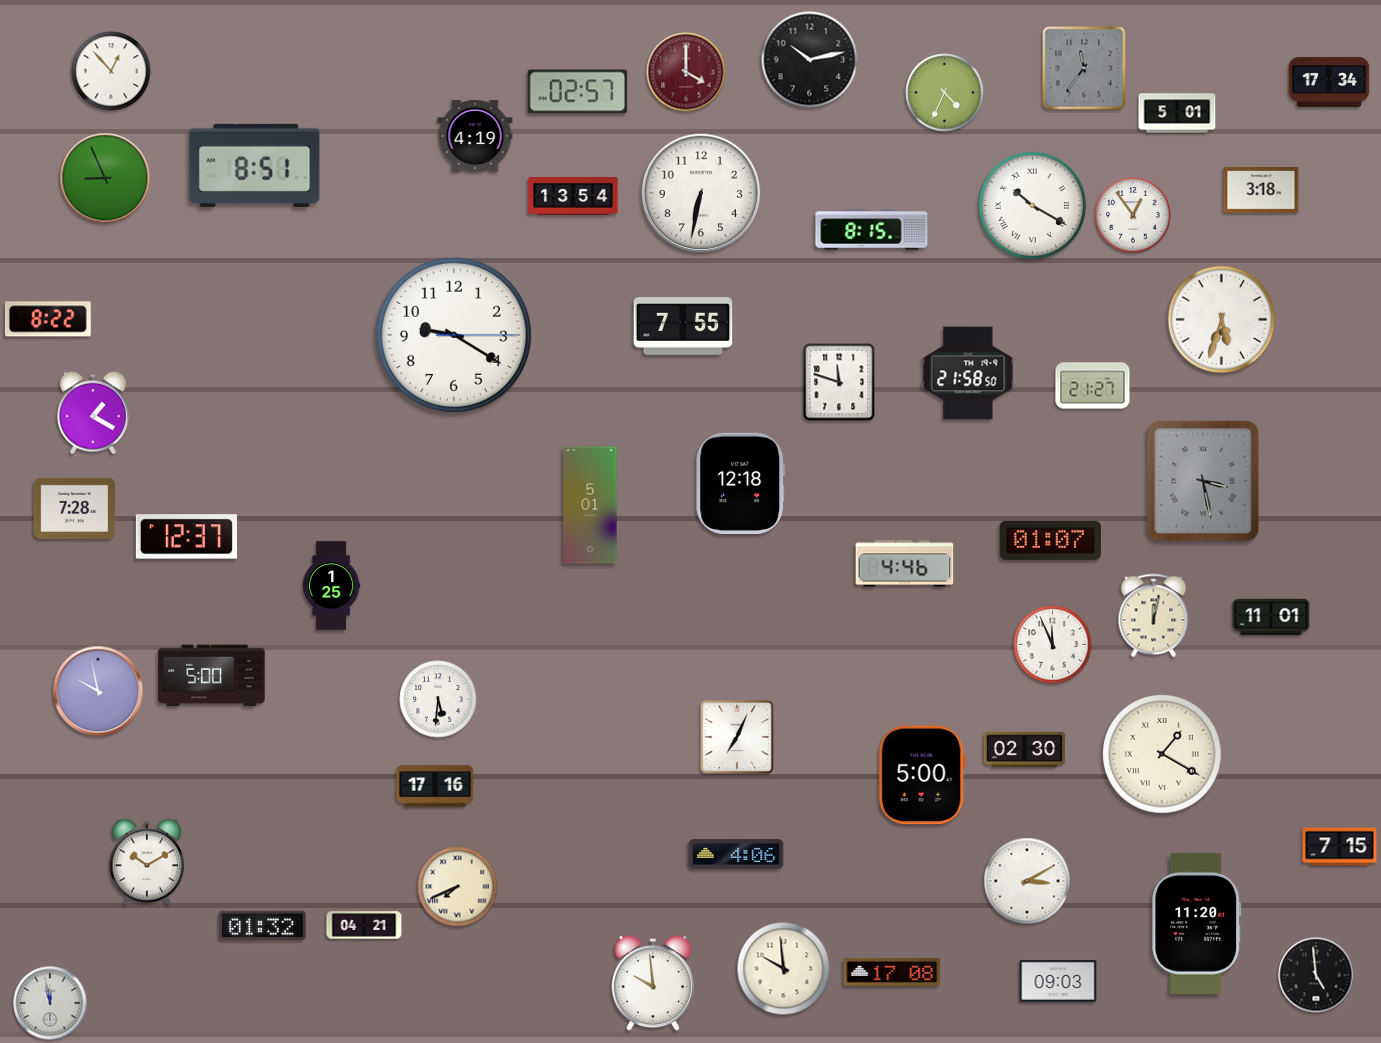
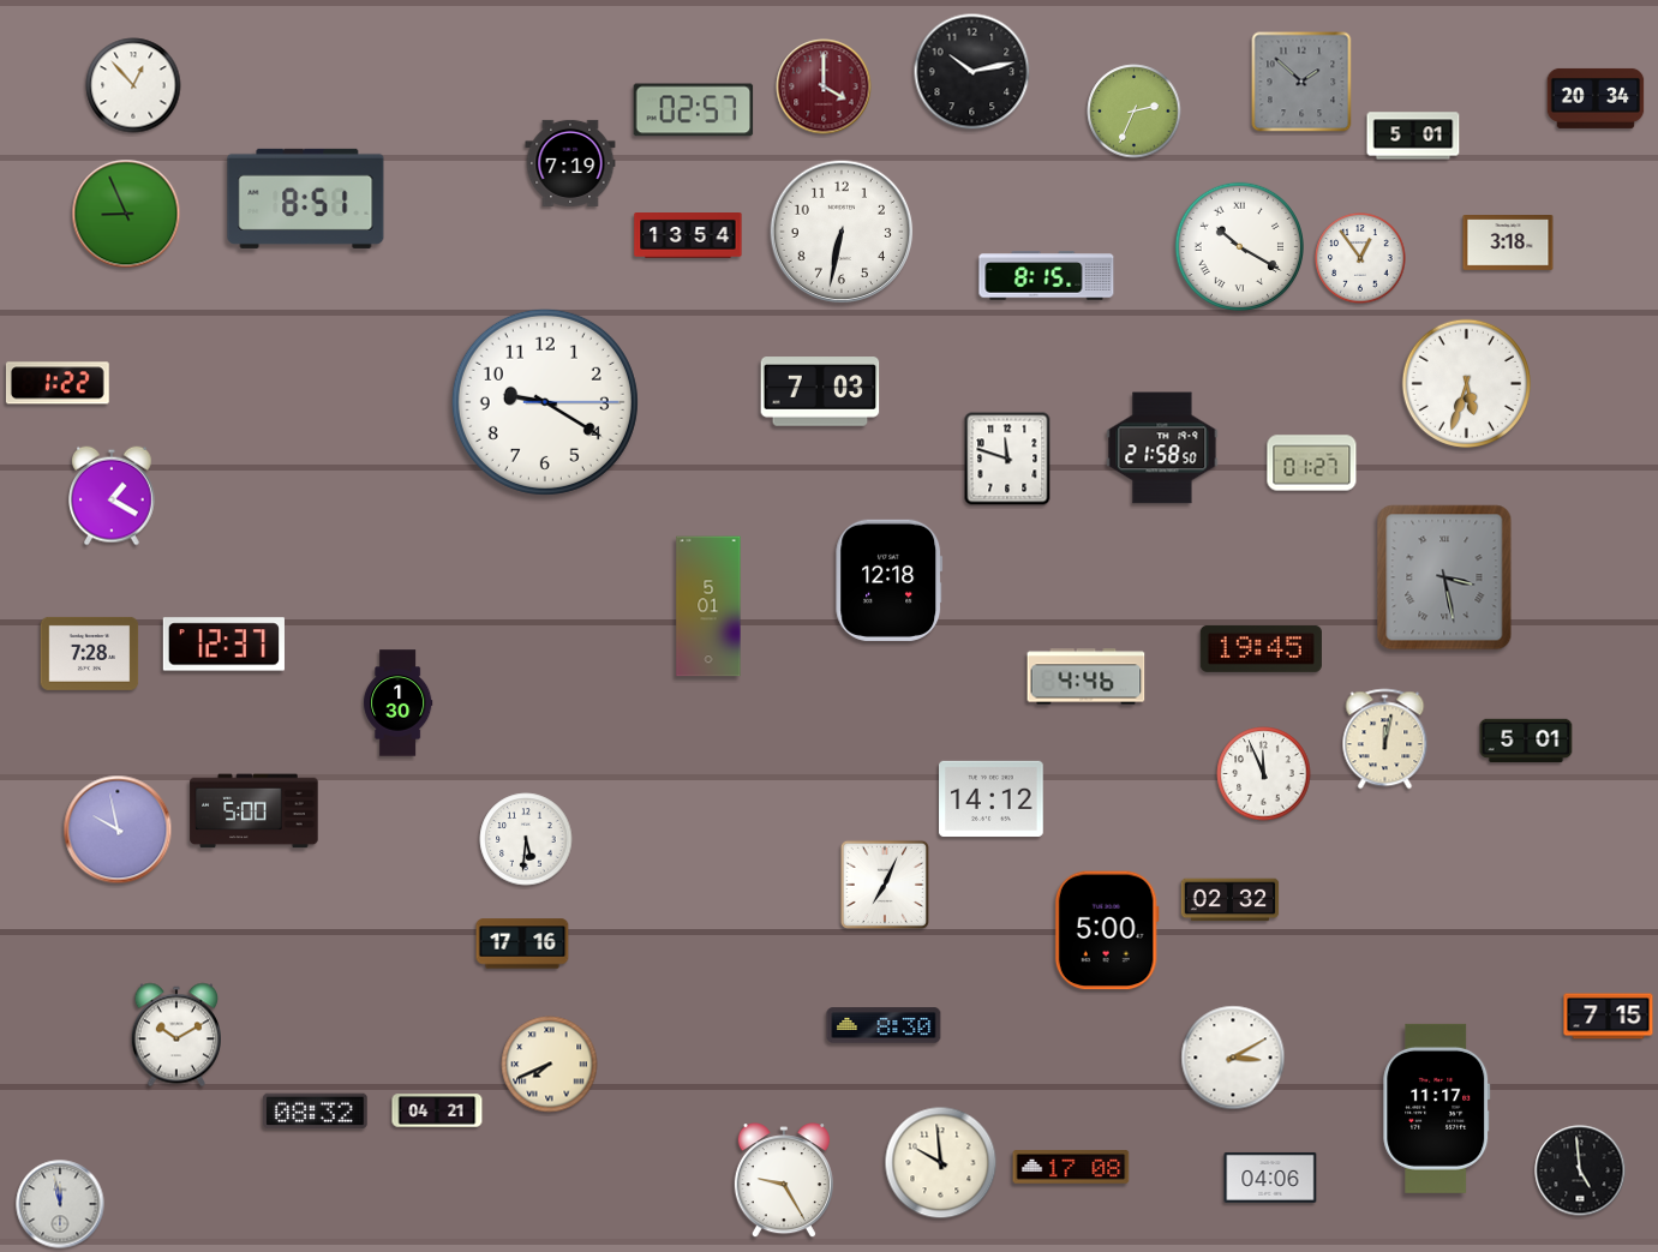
clock at (1084, 68): 11:36 -> 1:52
clock at (1329, 82): 17:34 -> 20:34
clock at (945, 93): 4:34 -> 2:34
clock at (475, 136): 4:19 -> 7:19
clock at (1261, 191) position: (1261, 191) -> (1508, 244)
clock at (48, 319): 8:22 -> 1:22
clock at (683, 326): 7:55 -> 7:03
clock at (1093, 386): 21:27 -> 01:27
clock at (75, 508) position: (75, 508) -> (90, 653)
clock at (1050, 540): 01:07 -> 19:45
clock at (332, 586): 1:25 -> 1:30
clock at (1271, 617): 11:01 -> 5:01
clock at (992, 798): none -> 14:12
clock at (1025, 750): 02:30 -> 02:32
clock at (1162, 754): 1:20 -> none
clock at (736, 854): 4:06 -> 8:30
clock at (1197, 923): 11:20 -> 11:17
clock at (263, 926): 01:32 -> 08:32
clock at (1058, 981): 09:03 -> 04:06
clock at (653, 984): 9:59 -> 9:25
